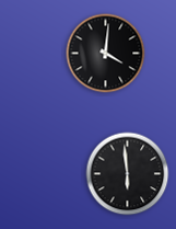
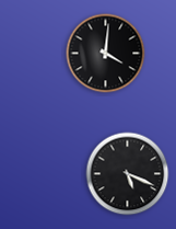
clock at (128, 174): 5:59 -> 5:19
